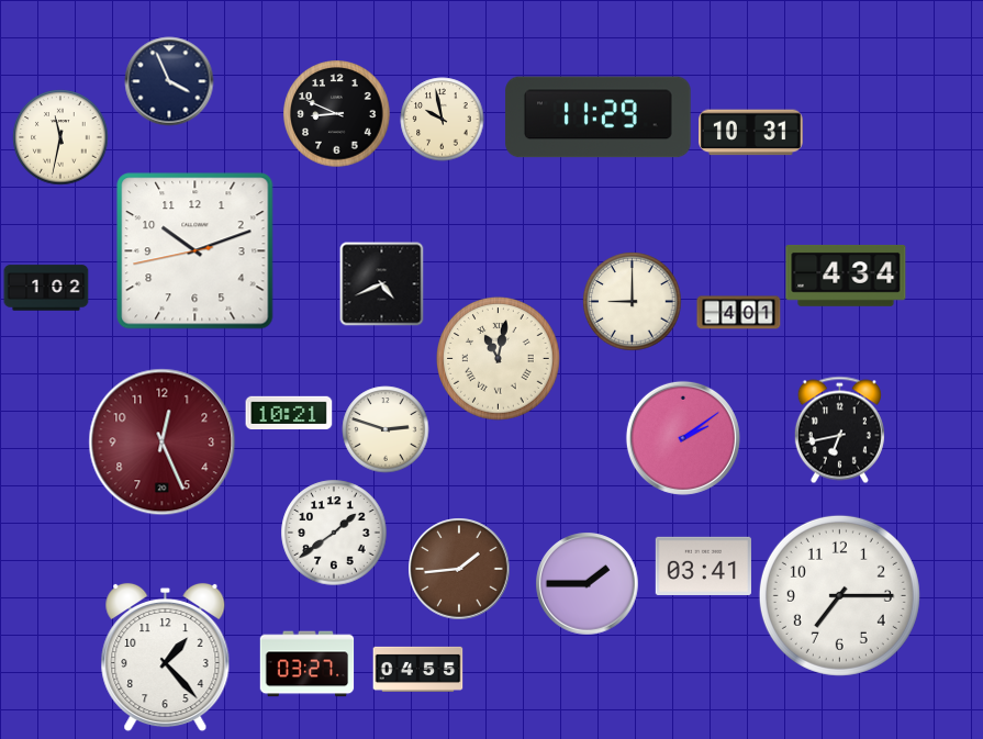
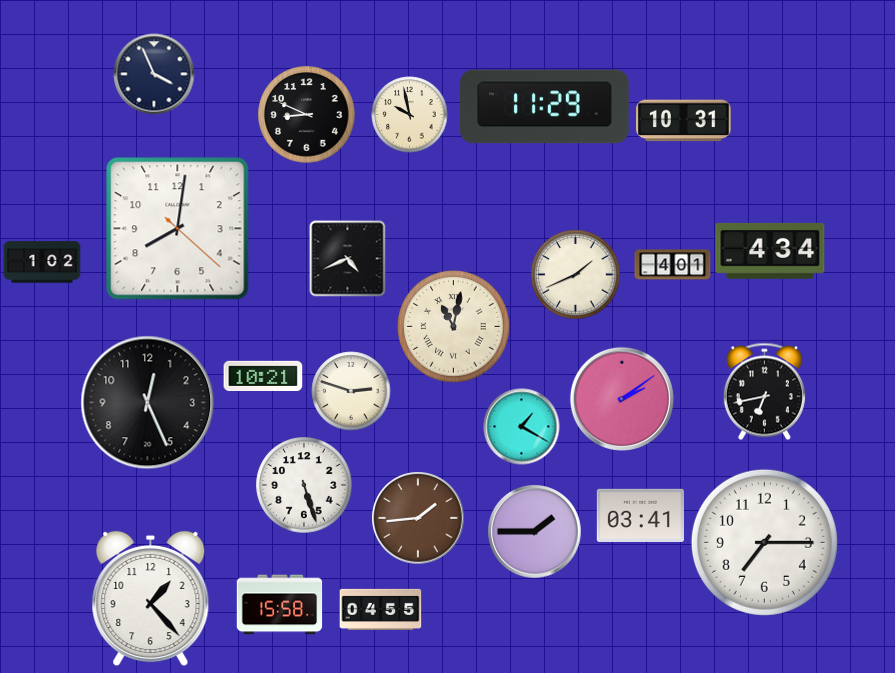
clock at (337, 114) position: (337, 114) -> (307, 115)
clock at (443, 120) position: (443, 120) -> (410, 115)
clock at (60, 137): 11:32 -> none
clock at (196, 251): 10:11 -> 8:01
clock at (633, 302): 9:00 -> 1:41
clock at (739, 313) position: (739, 313) -> (673, 265)
clock at (163, 443) dial: burgundy -> black
clock at (522, 427): none -> 1:20
clock at (334, 533): 1:39 -> 5:27
clock at (308, 664): 03:27 -> 15:58
